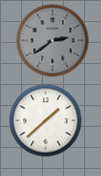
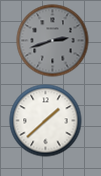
clock at (53, 41): 2:39 -> 2:42
